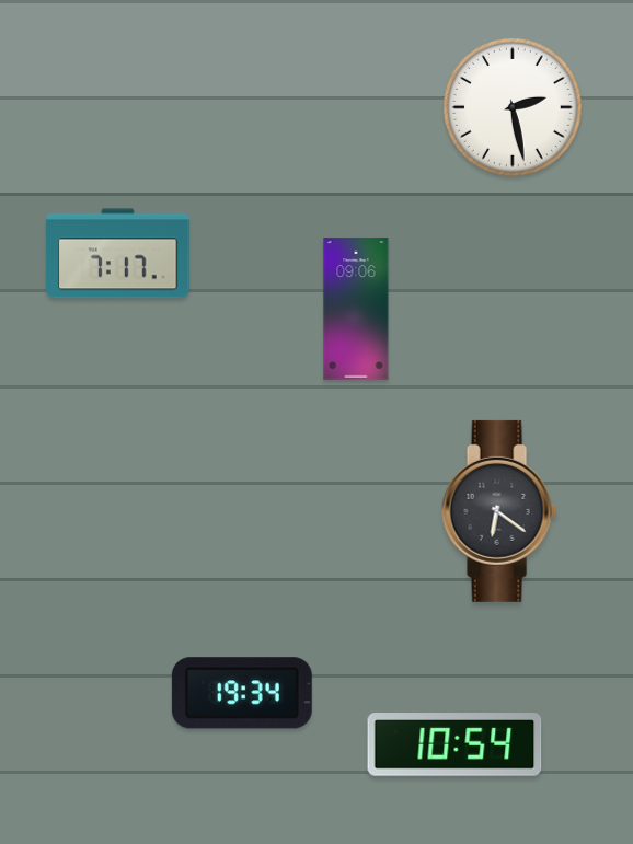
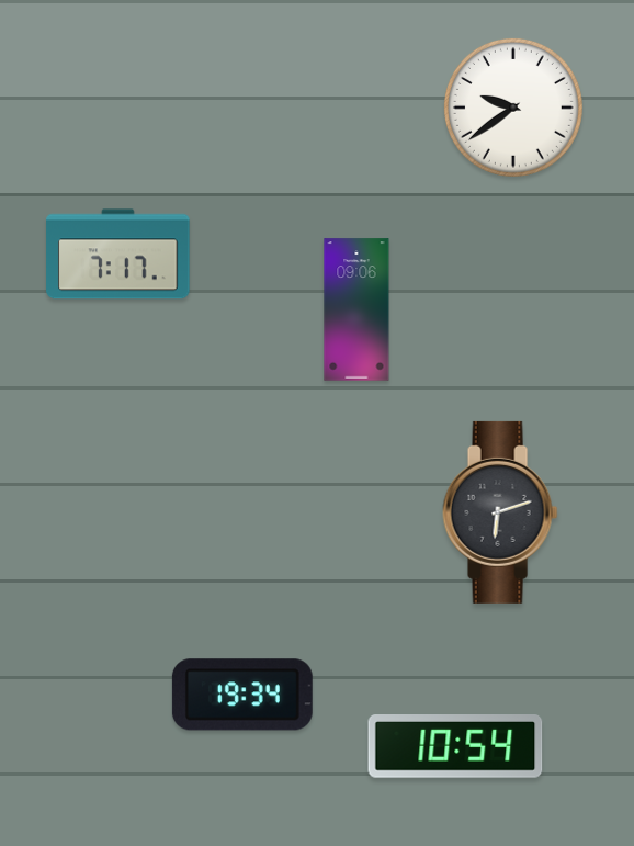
clock at (513, 107): 2:28 -> 9:39
clock at (499, 511): 6:21 -> 6:12
